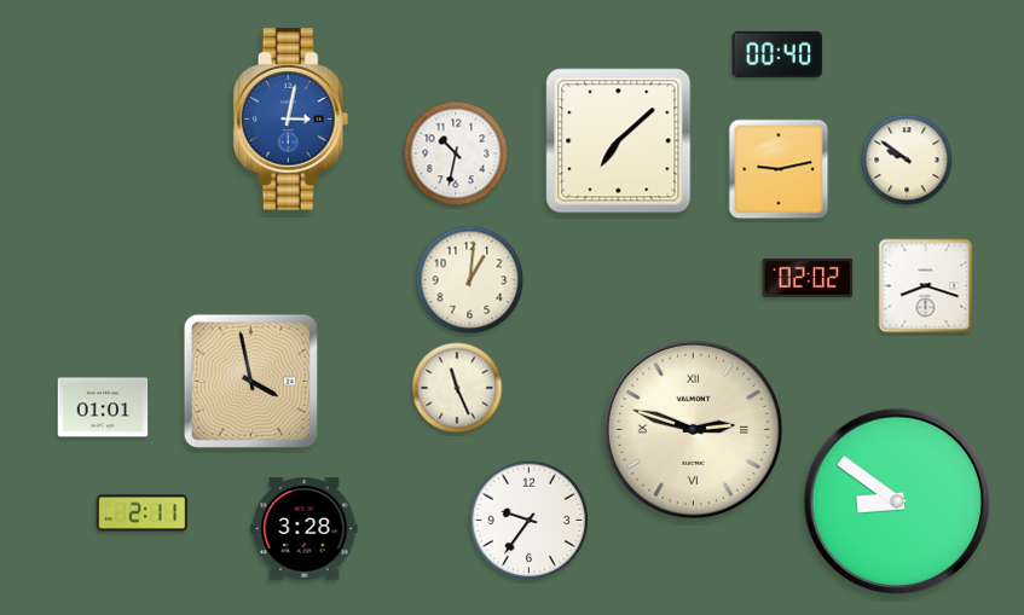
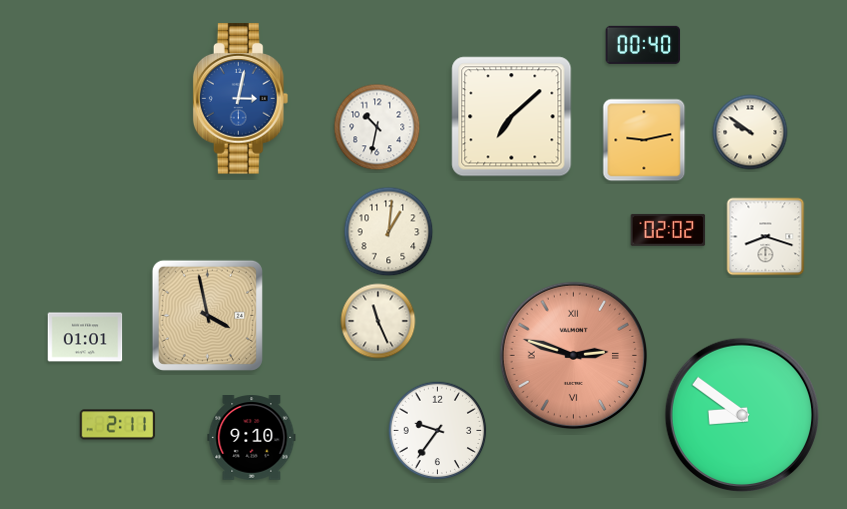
clock at (693, 429) dial: cream -> salmon
clock at (305, 529): 3:28 -> 9:10
